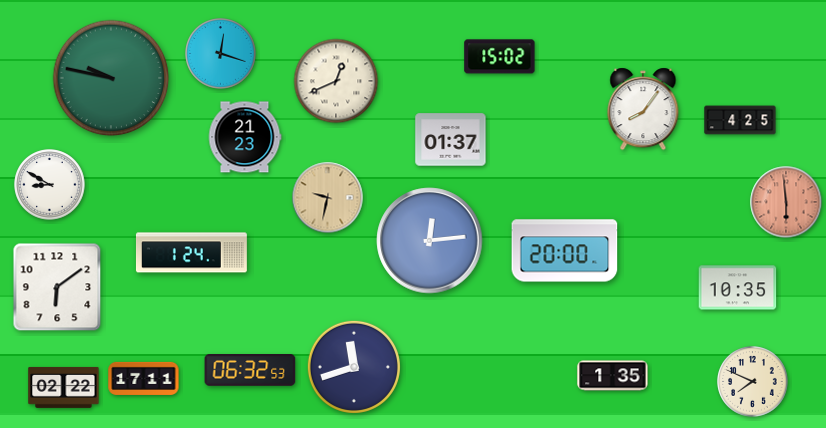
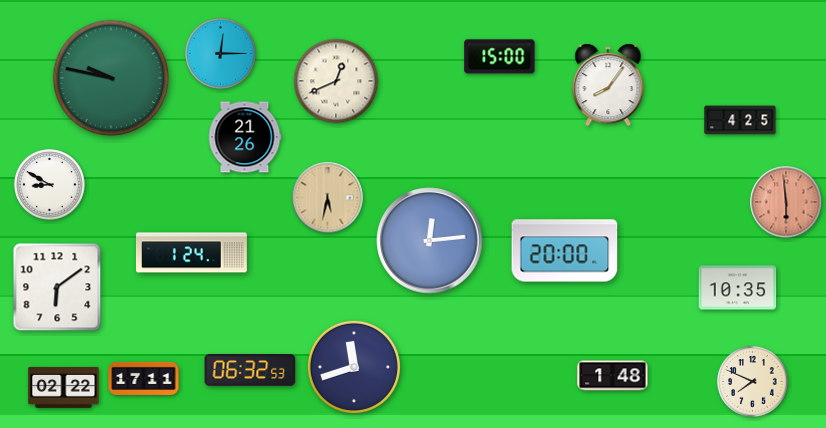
clock at (221, 54): 12:18 -> 12:15
clock at (500, 57): 15:02 -> 15:00
clock at (643, 109) position: (643, 109) -> (608, 85)
clock at (245, 137): 21:23 -> 21:26
clock at (451, 140): 01:37 -> none
clock at (328, 198): 9:32 -> 5:32
clock at (613, 376): 1:35 -> 1:48
